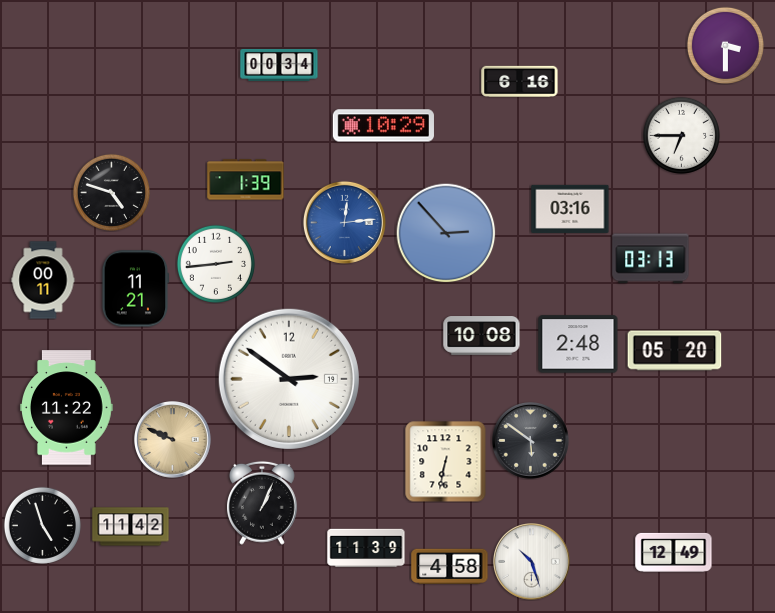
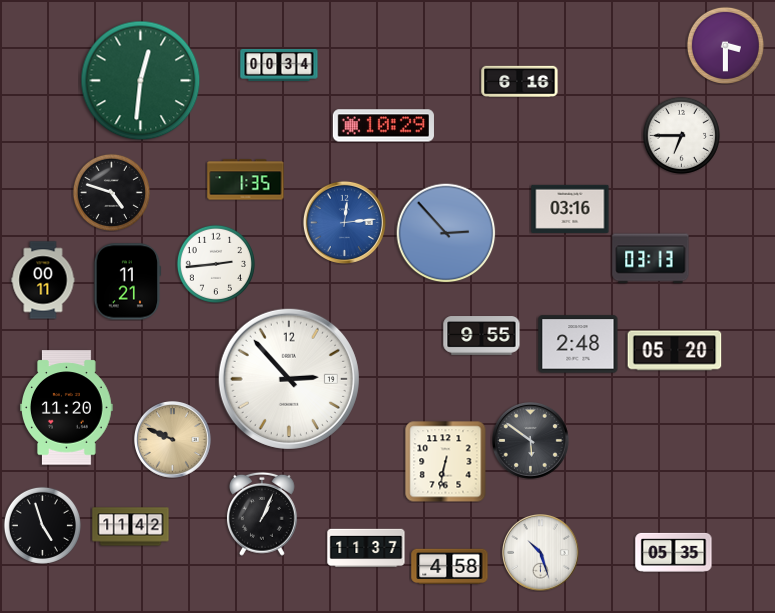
clock at (141, 81): none -> 12:31
clock at (246, 180): 1:39 -> 1:35
clock at (136, 289) position: (136, 289) -> (128, 282)
clock at (482, 336): 10:08 -> 9:55
clock at (289, 379): 2:51 -> 2:53
clock at (67, 408): 11:22 -> 11:20
clock at (262, 503) position: (262, 503) -> (262, 514)
clock at (366, 548): 11:39 -> 11:37
clock at (674, 552): 12:49 -> 05:35
clock at (532, 562) position: (532, 562) -> (541, 553)
